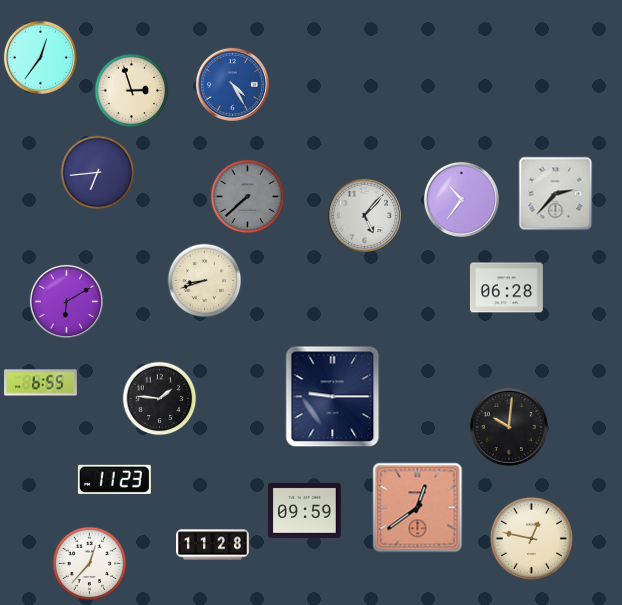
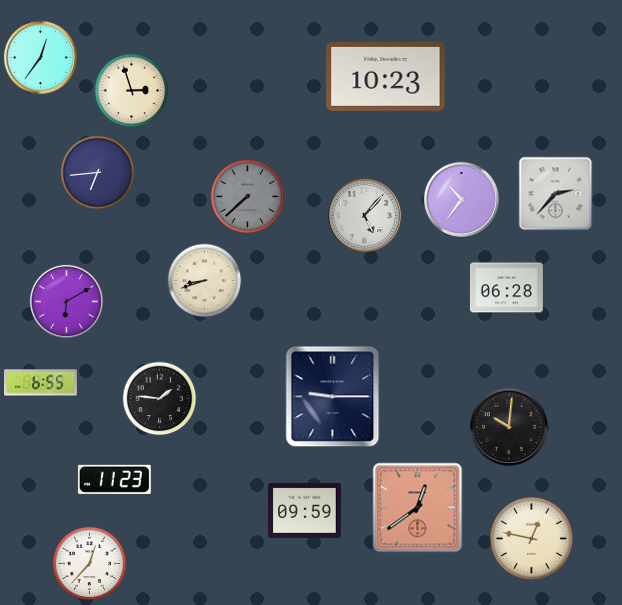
clock at (386, 76): none -> 10:23
clock at (232, 84): 4:25 -> none
clock at (213, 545): 11:28 -> none
